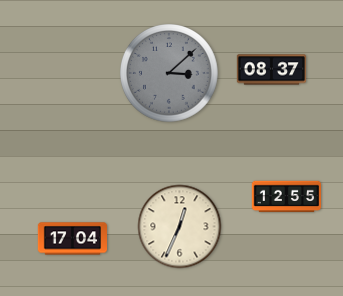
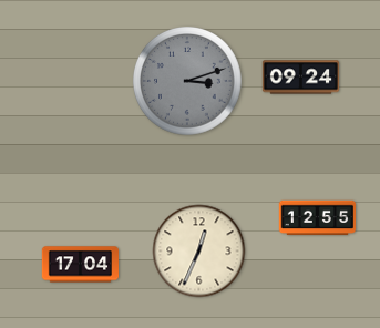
clock at (272, 70): 08:37 -> 09:24
clock at (170, 74): 3:08 -> 3:12
